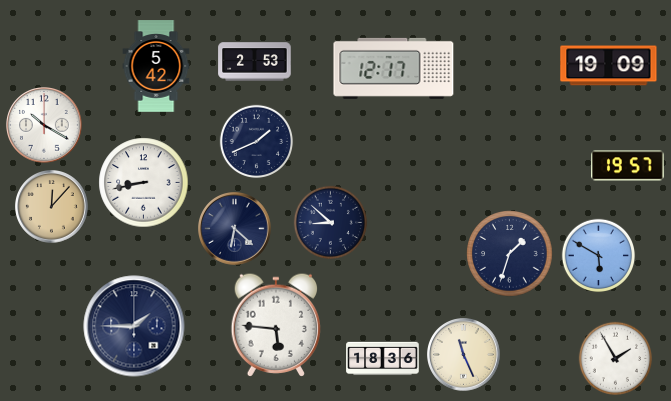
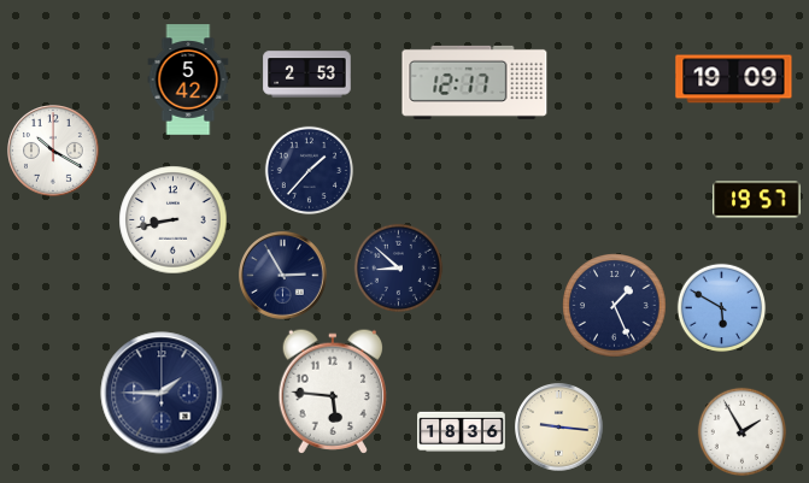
clock at (257, 142): 1:41 -> 1:37
clock at (52, 207): 12:07 -> none
clock at (235, 229): 6:22 -> 2:55
clock at (510, 254): 1:33 -> 1:26
clock at (464, 355): 11:26 -> 9:16
